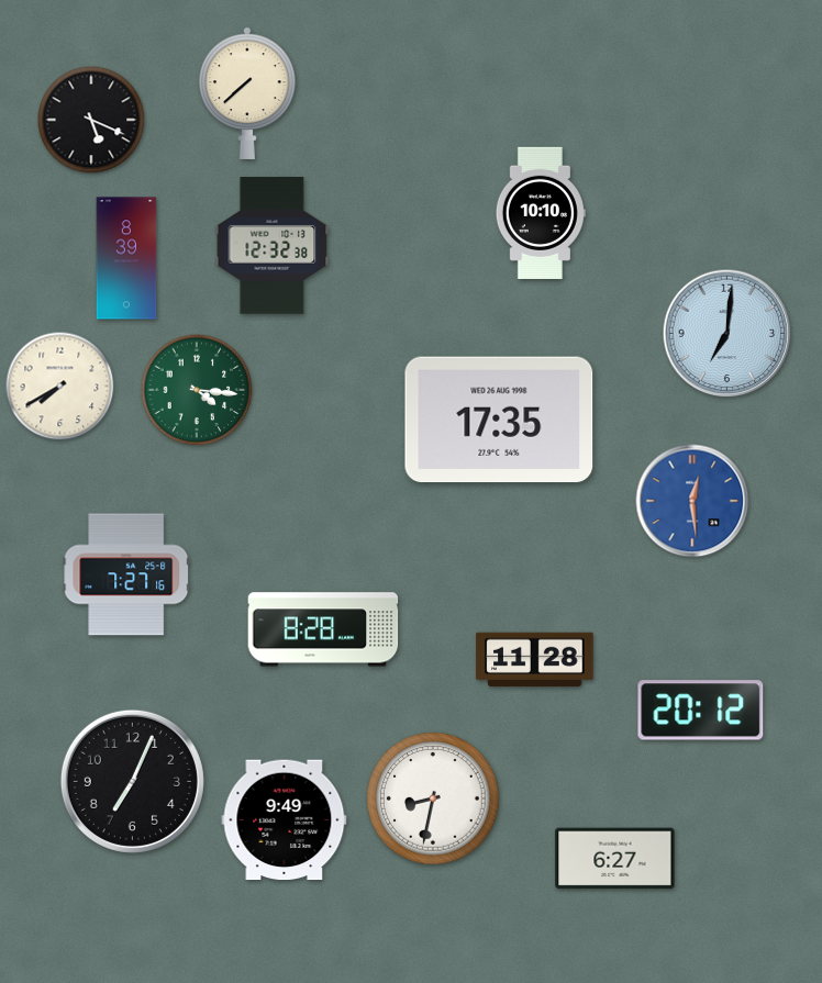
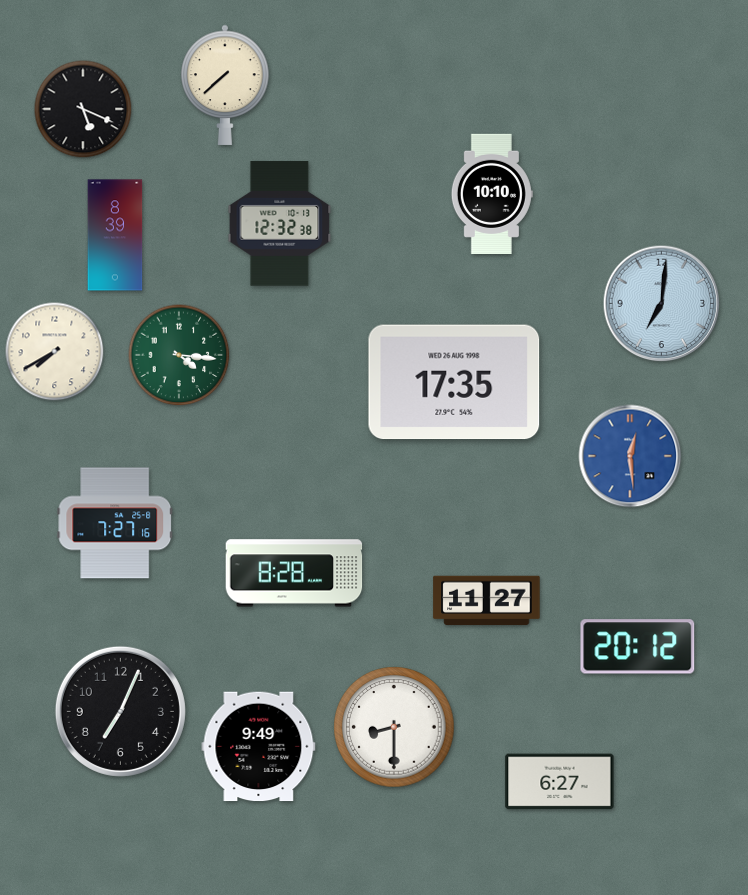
clock at (273, 246) position: (273, 246) -> (280, 224)
clock at (535, 660): 11:28 -> 11:27
clock at (433, 798): 8:32 -> 8:30
